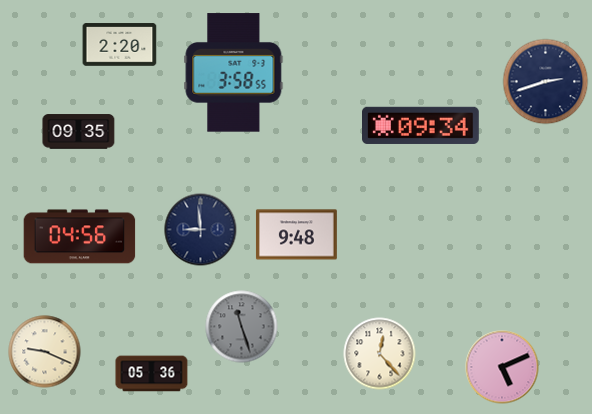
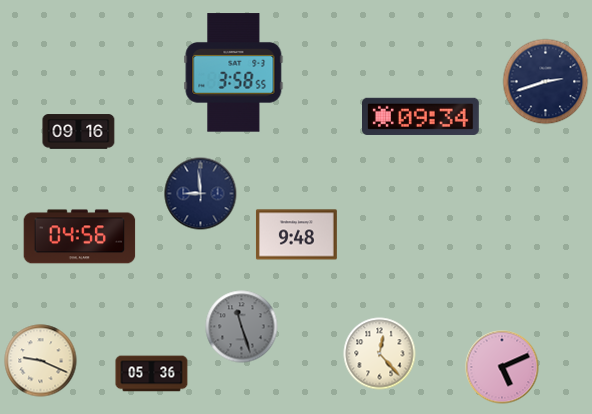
clock at (120, 45): 2:20 -> none
clock at (421, 125) position: (421, 125) -> (421, 116)
clock at (79, 132): 09:35 -> 09:16
clock at (201, 230) position: (201, 230) -> (201, 194)
clock at (45, 352) position: (45, 352) -> (41, 361)
